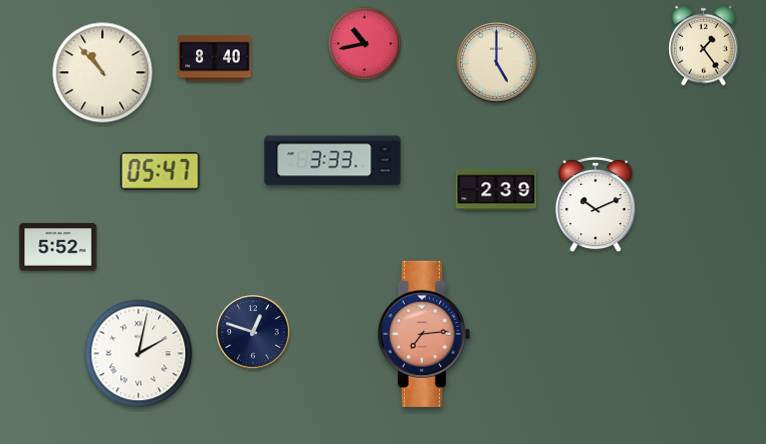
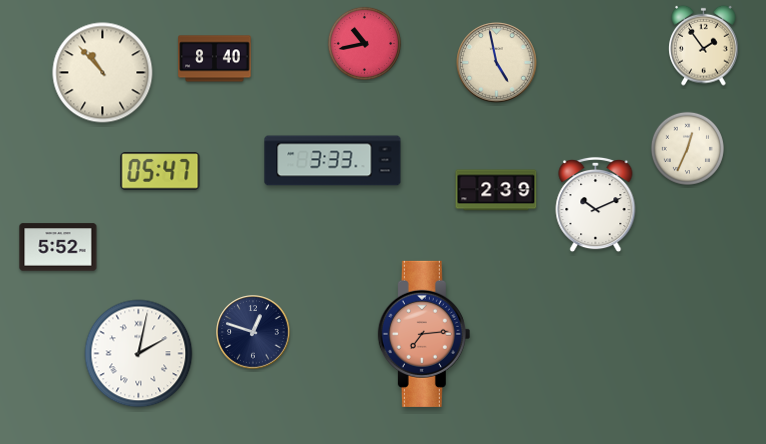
clock at (704, 45): 1:24 -> 1:54
clock at (497, 63): 5:00 -> 4:58
clock at (687, 148): none -> 12:34
